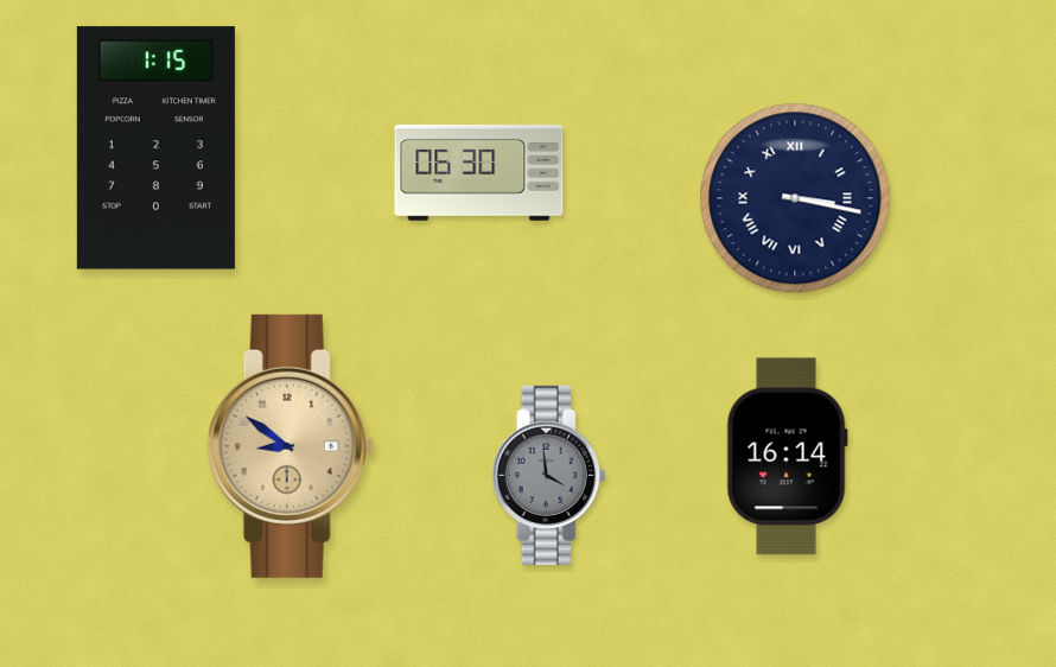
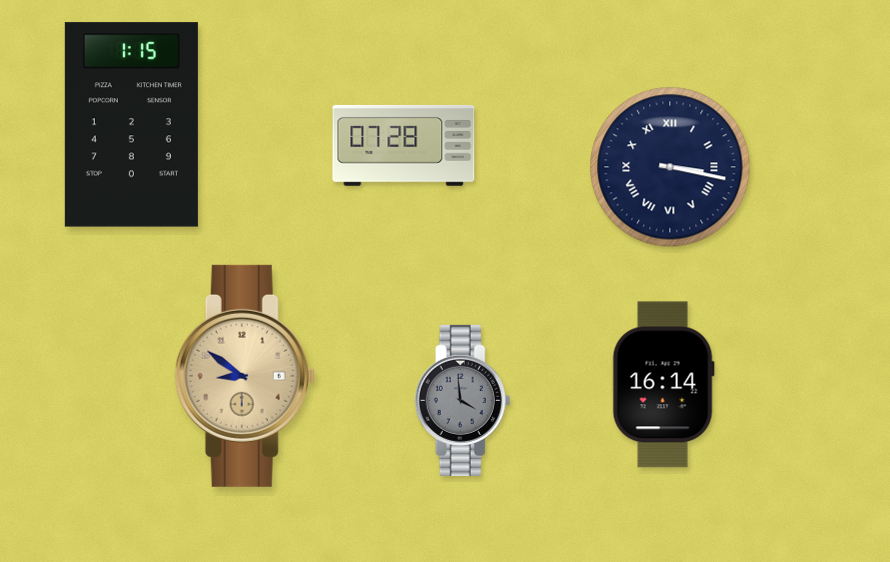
clock at (479, 172): 06:30 -> 07:28
